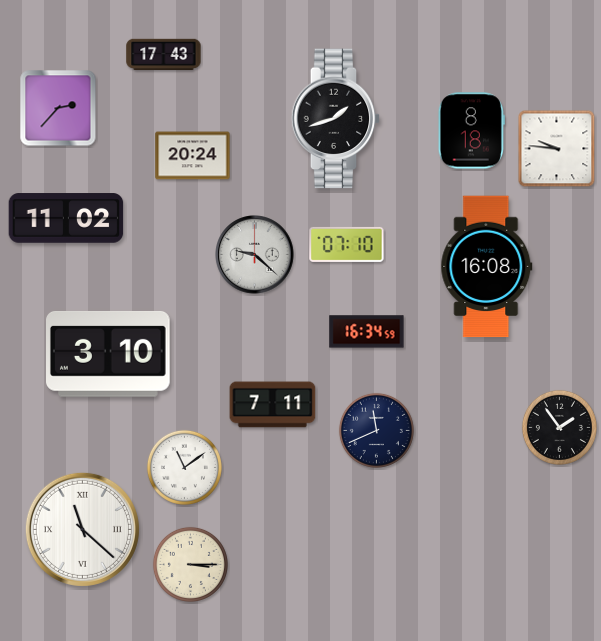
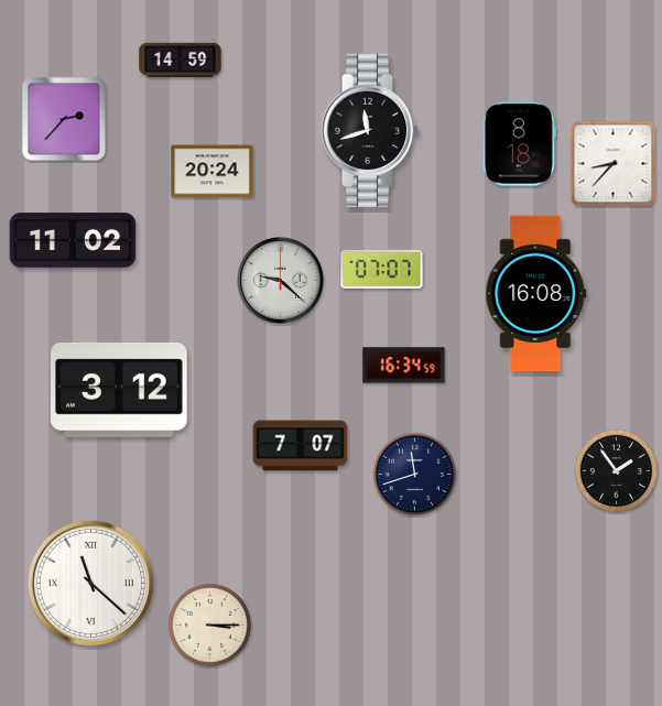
clock at (164, 55): 17:43 -> 14:59
clock at (336, 119): 1:42 -> 11:42
clock at (557, 149): 9:46 -> 8:37
clock at (347, 244): 07:10 -> 07:07
clock at (109, 354): 3:10 -> 3:12
clock at (273, 405): 7:11 -> 7:07
clock at (376, 430): 11:41 -> 11:42
clock at (184, 467): 11:09 -> none
clock at (190, 564) position: (190, 564) -> (209, 624)
